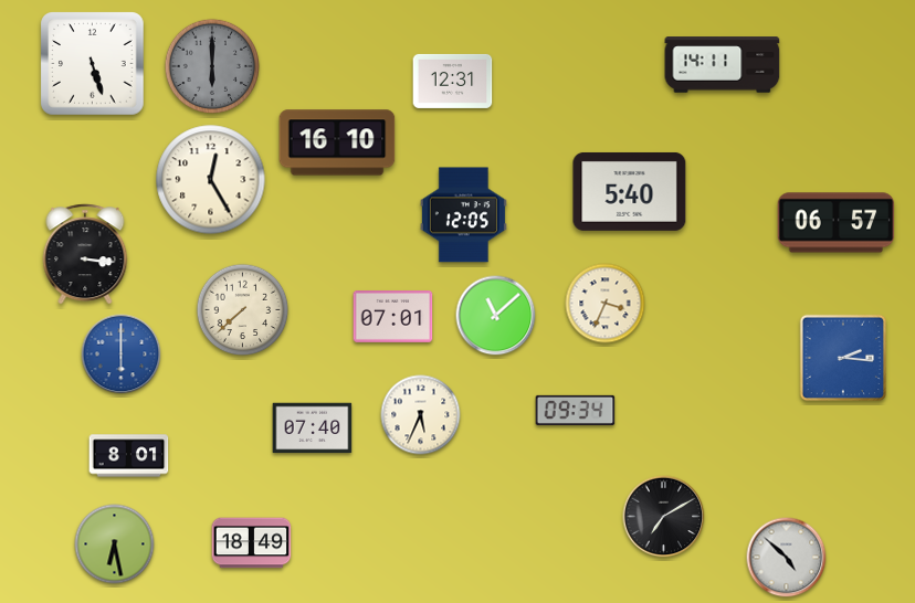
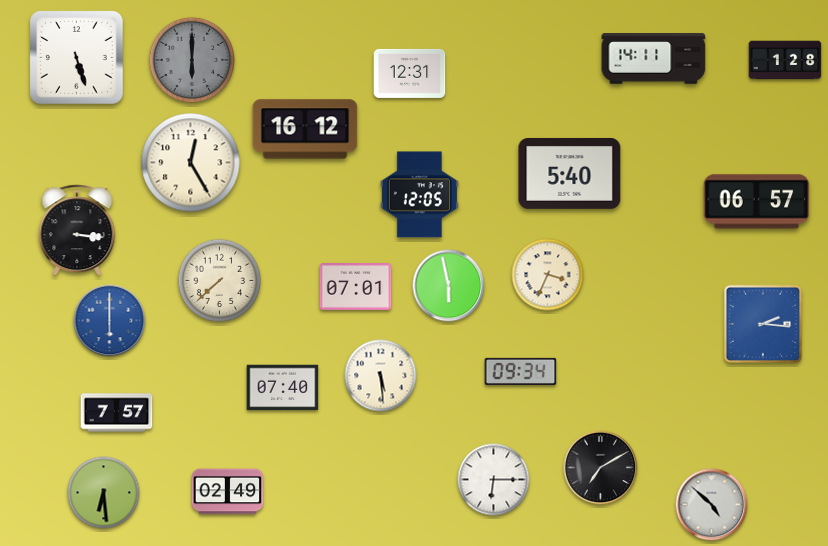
clock at (93, 64) position: (93, 64) -> (77, 58)
clock at (785, 60): none -> 1:28
clock at (337, 142): 16:10 -> 16:12
clock at (496, 316): 11:08 -> 5:58
clock at (421, 415): 5:34 -> 5:29
clock at (129, 456): 8:01 -> 7:57
clock at (494, 480): none -> 6:15
clock at (252, 543): 18:49 -> 02:49
clock at (115, 544): 6:28 -> 6:29
